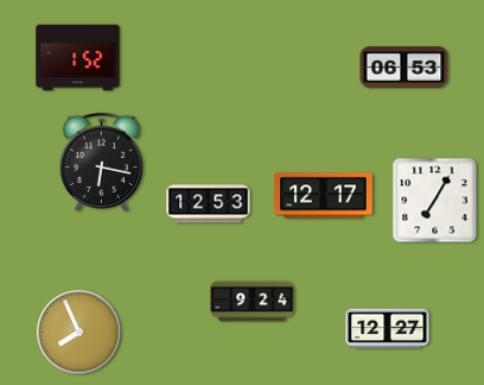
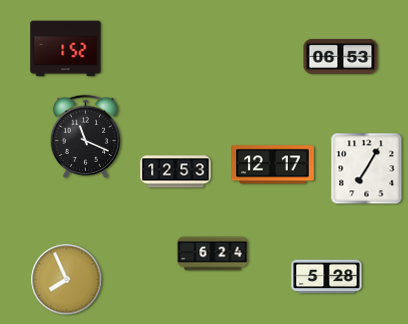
clock at (101, 162): 6:17 -> 11:19
clock at (253, 302): 9:24 -> 6:24
clock at (388, 329): 12:27 -> 5:28
